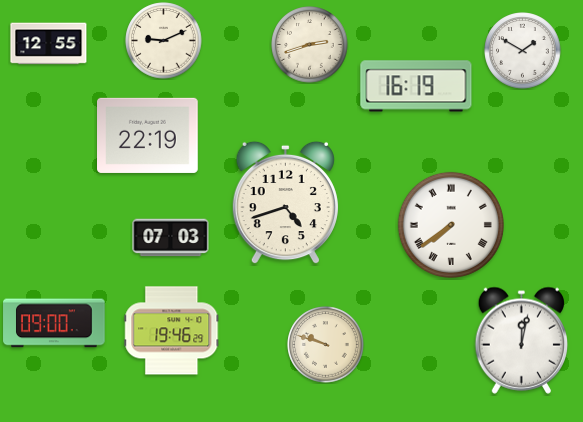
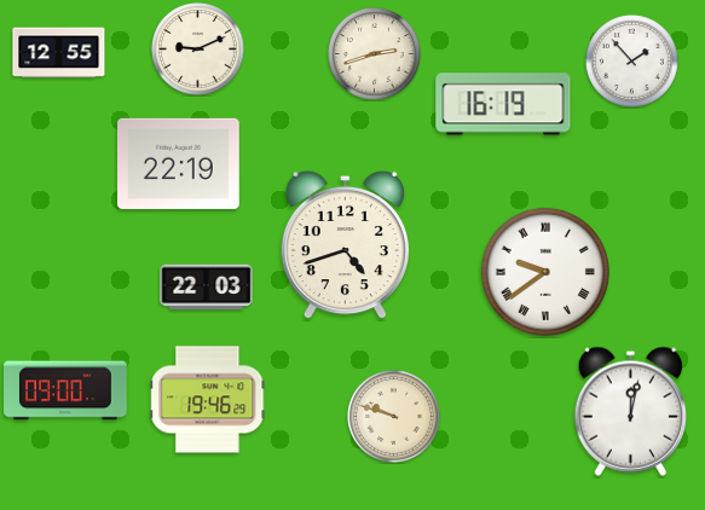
clock at (523, 51): 1:50 -> 1:53
clock at (451, 225): 7:39 -> 9:39
clock at (171, 238): 07:03 -> 22:03
